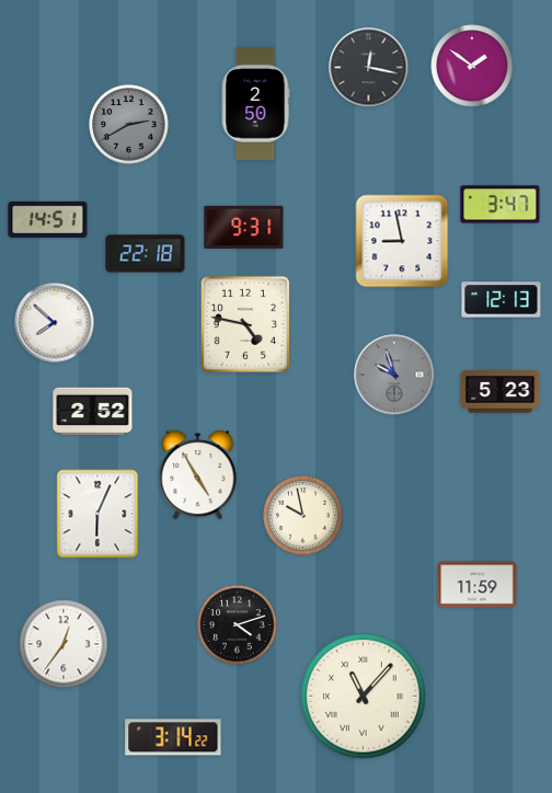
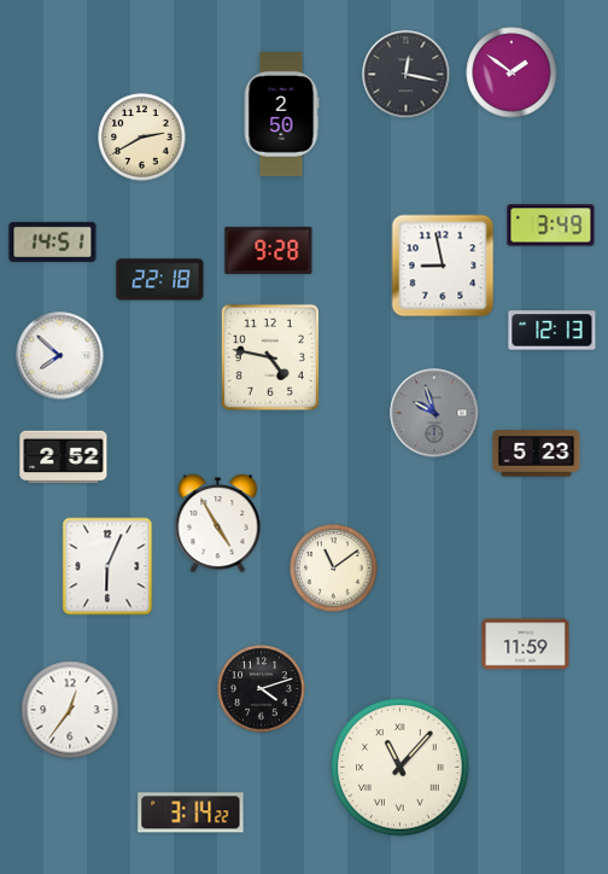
clock at (472, 66) position: (472, 66) -> (511, 72)
clock at (129, 125) dial: grey -> cream
clock at (501, 205): 3:47 -> 3:49
clock at (244, 227): 9:31 -> 9:28
clock at (501, 392) position: (501, 392) -> (537, 454)
clock at (93, 412) position: (93, 412) -> (64, 458)
clock at (303, 516): 9:58 -> 11:09
